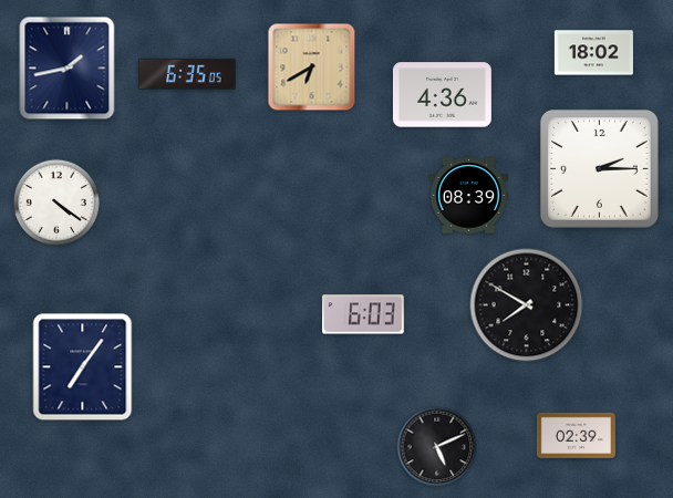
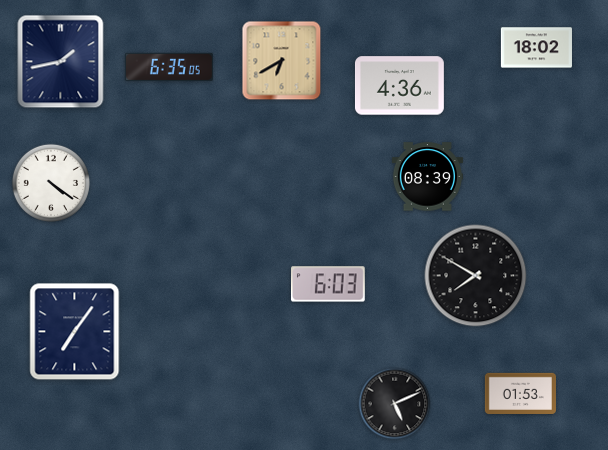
clock at (599, 168): 2:15 -> none
clock at (468, 196) position: (468, 196) -> (427, 177)
clock at (576, 435): 02:39 -> 01:53
